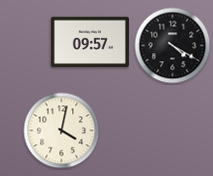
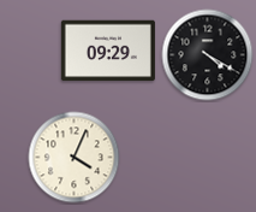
clock at (90, 42): 09:57 -> 09:29
clock at (62, 131): 4:02 -> 4:04
